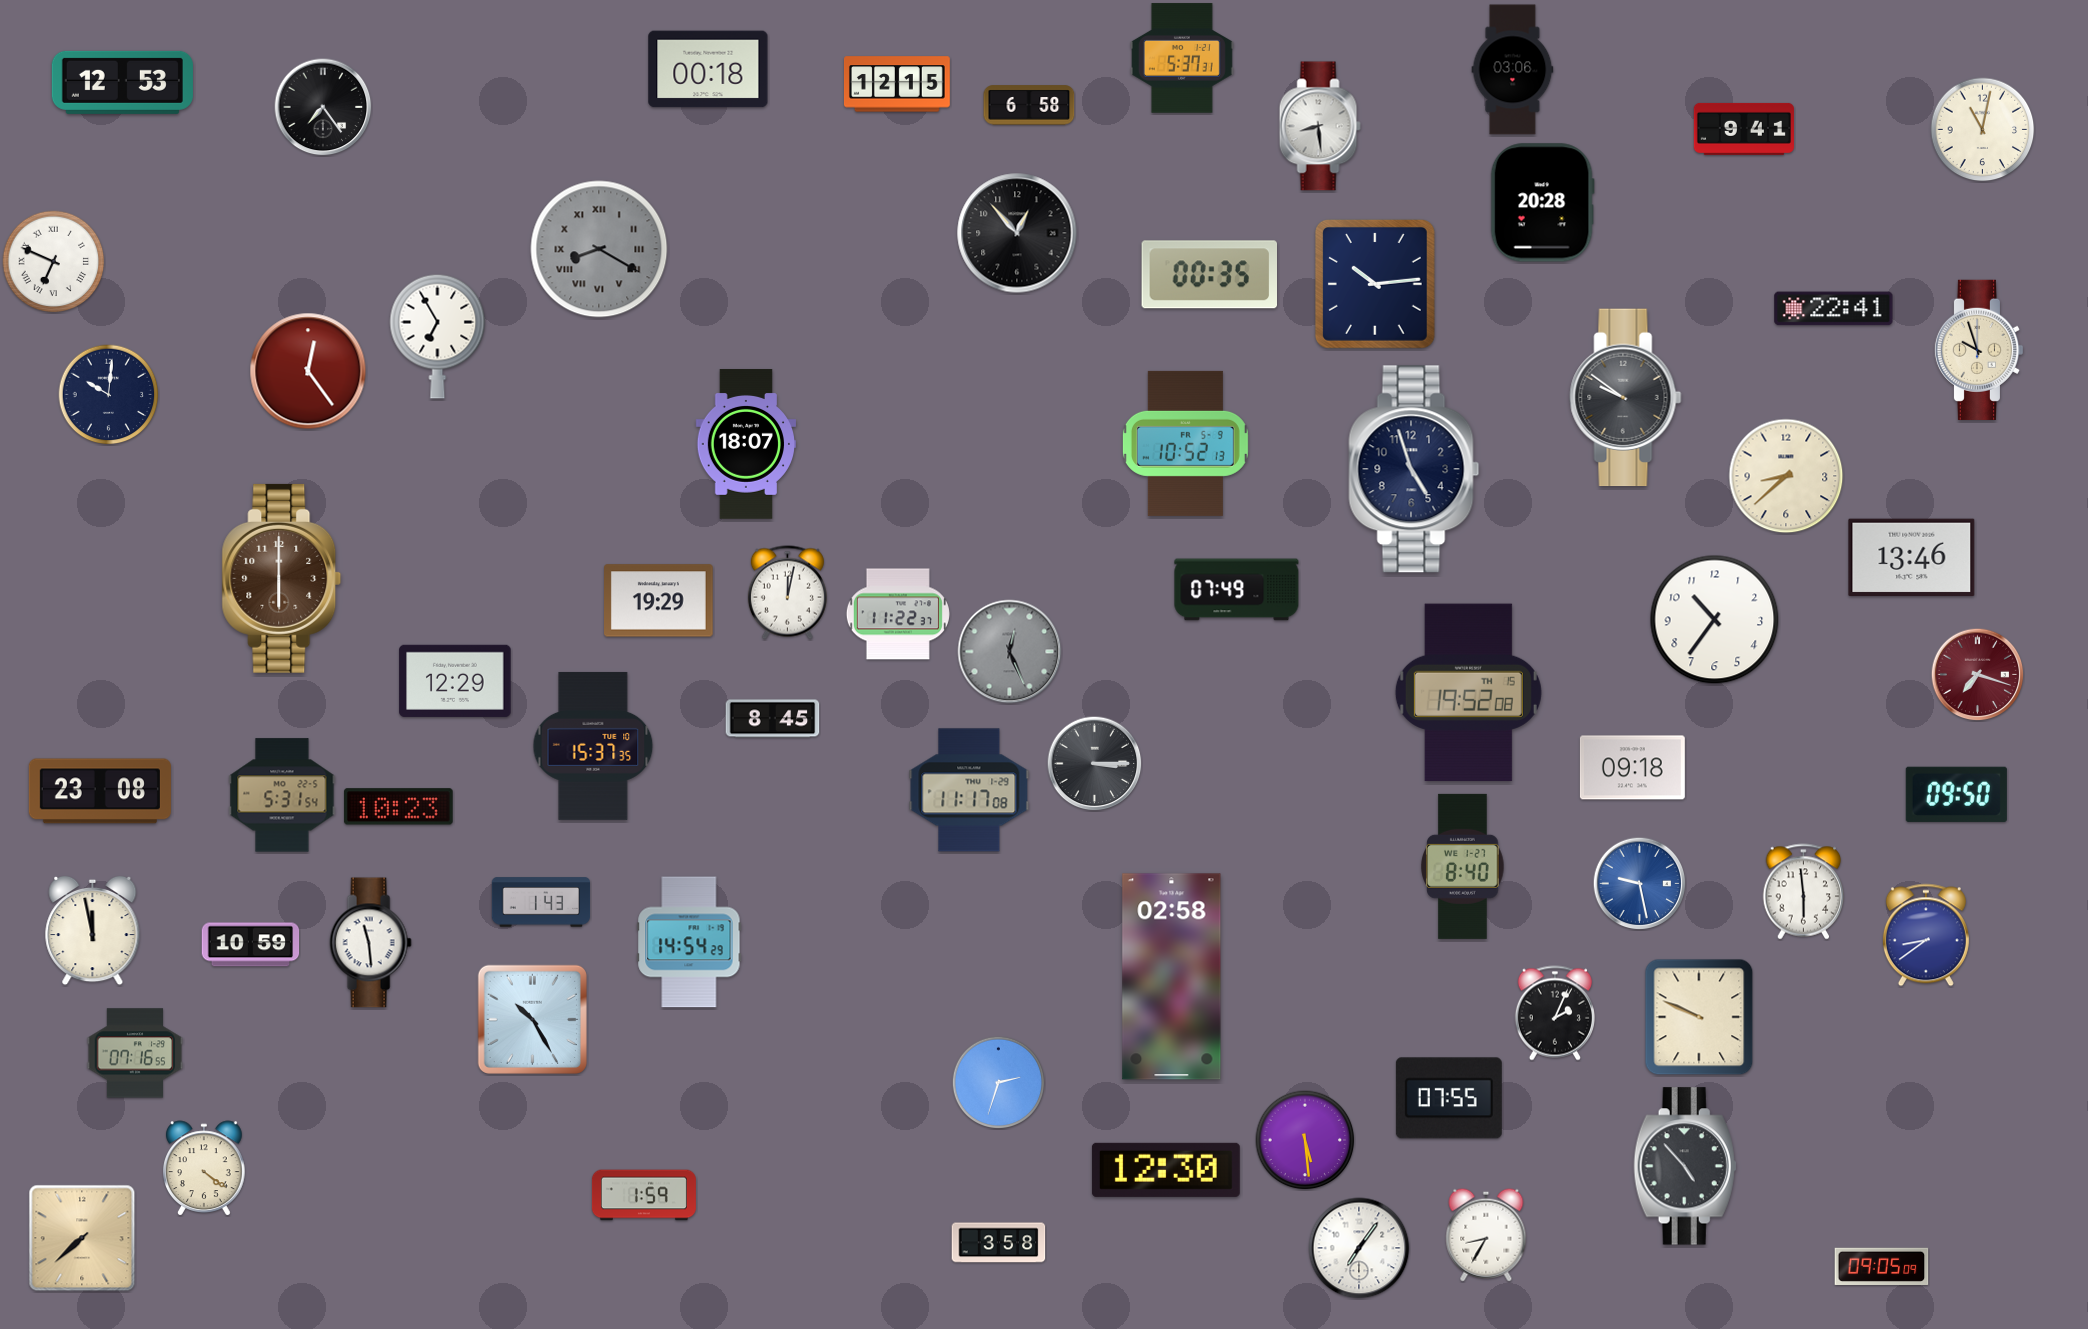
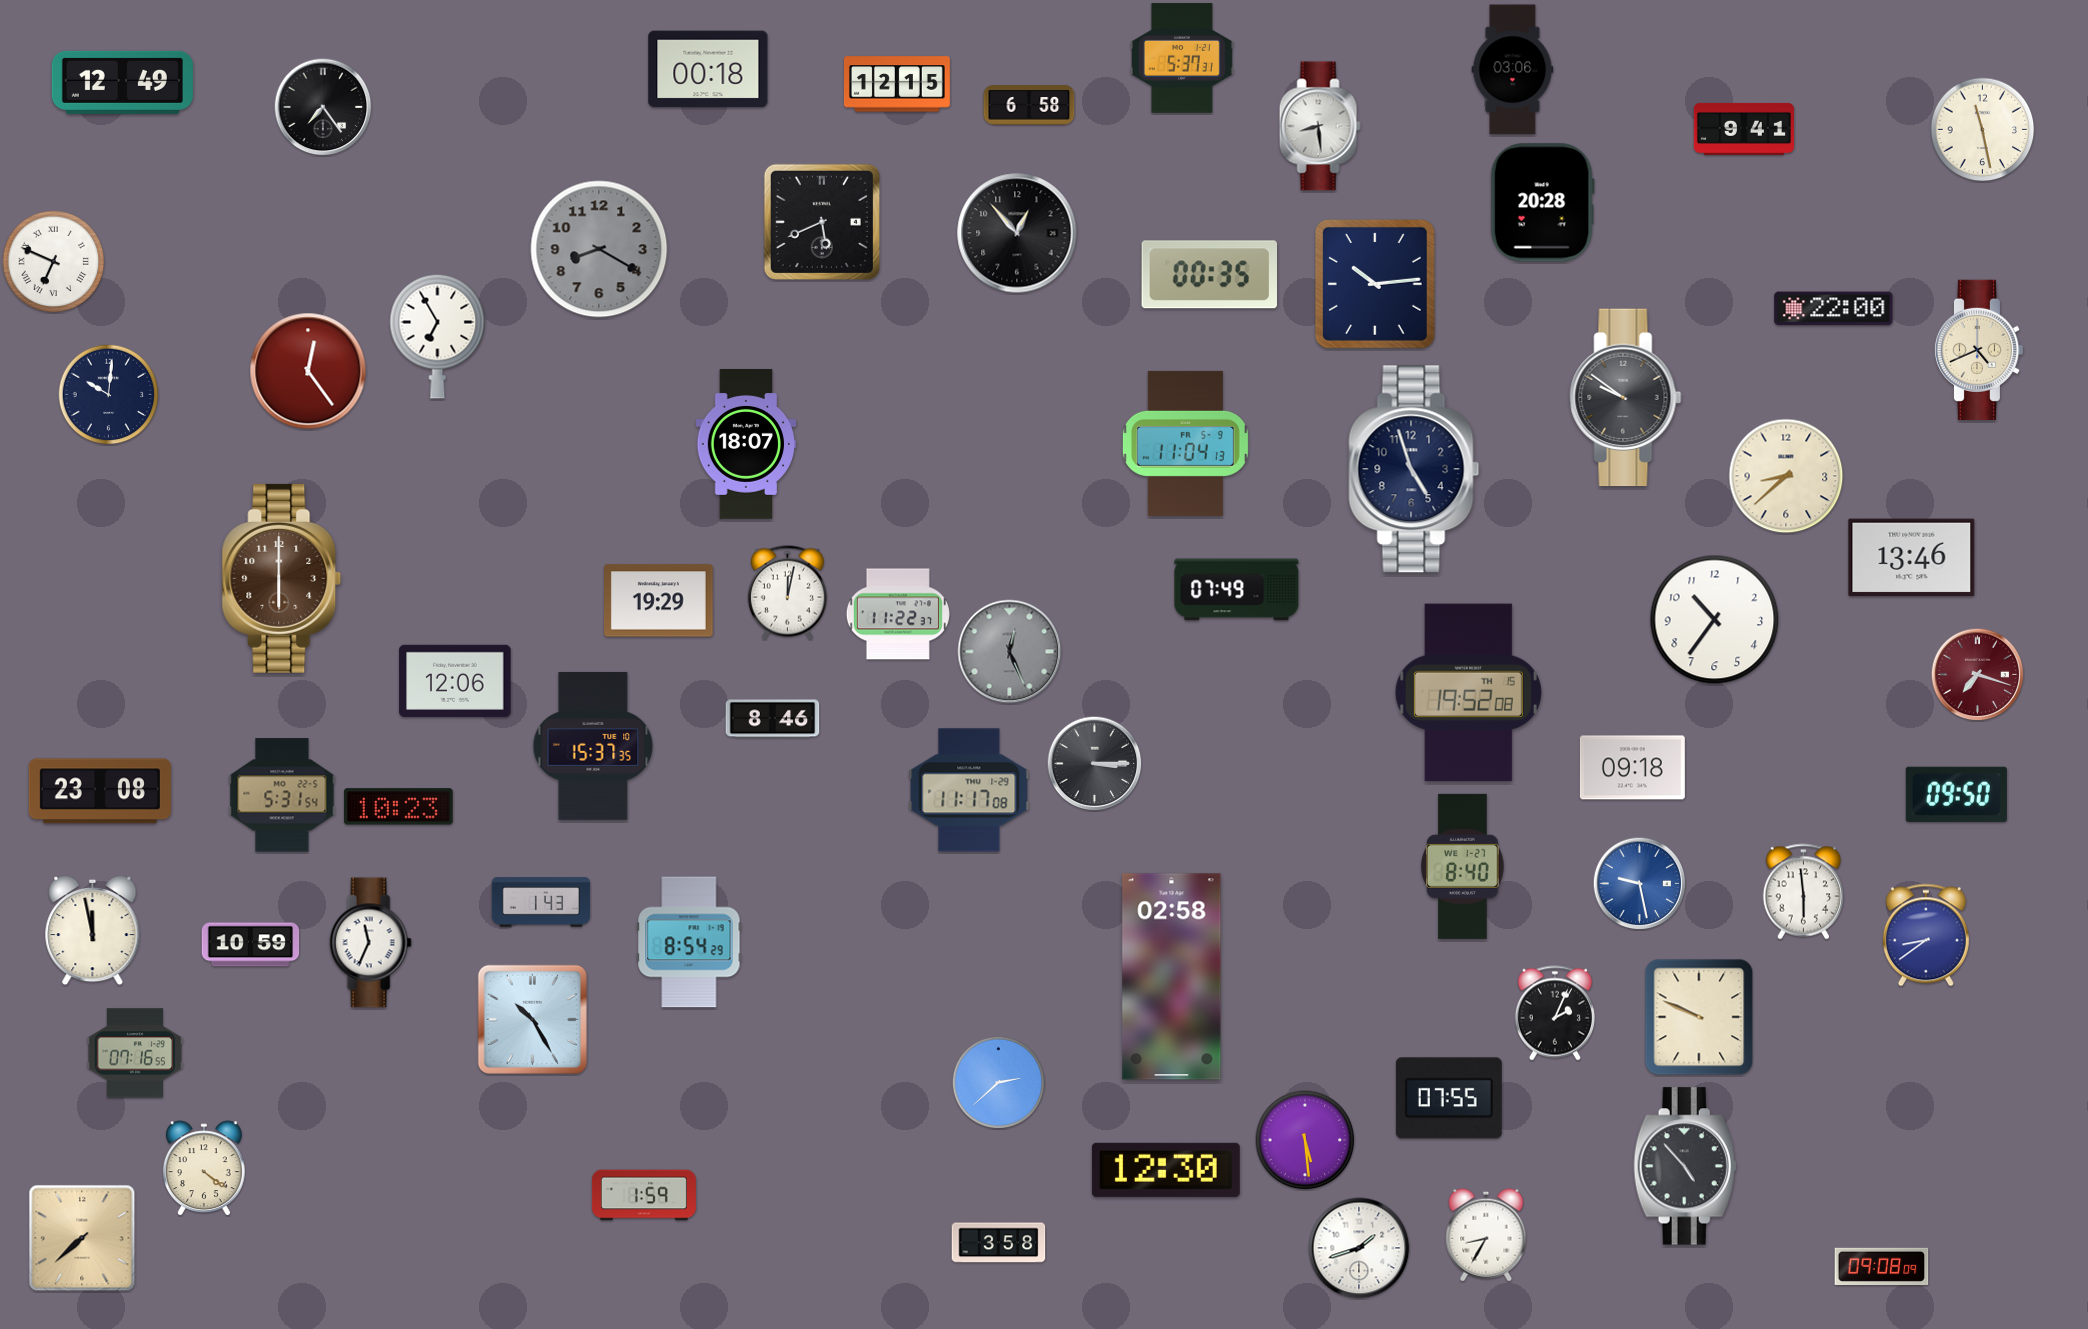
clock at (122, 82): 12:53 -> 12:49
clock at (1983, 130): 11:02 -> 11:28
clock at (822, 222): none -> 5:41
clock at (599, 249) numerals: Roman -> Arabic
clock at (1834, 309): 22:41 -> 22:00
clock at (1978, 350): 9:57 -> 4:41
clock at (1185, 443): 10:52 -> 11:04
clock at (455, 681): 12:29 -> 12:06
clock at (773, 719): 8:45 -> 8:46
clock at (689, 942): 14:54 -> 8:54
clock at (370, 943): 11:29 -> 11:34
clock at (998, 1082): 2:33 -> 2:38
clock at (1359, 1248): 7:06 -> 1:42
clock at (1882, 1267): 09:05 -> 09:08
